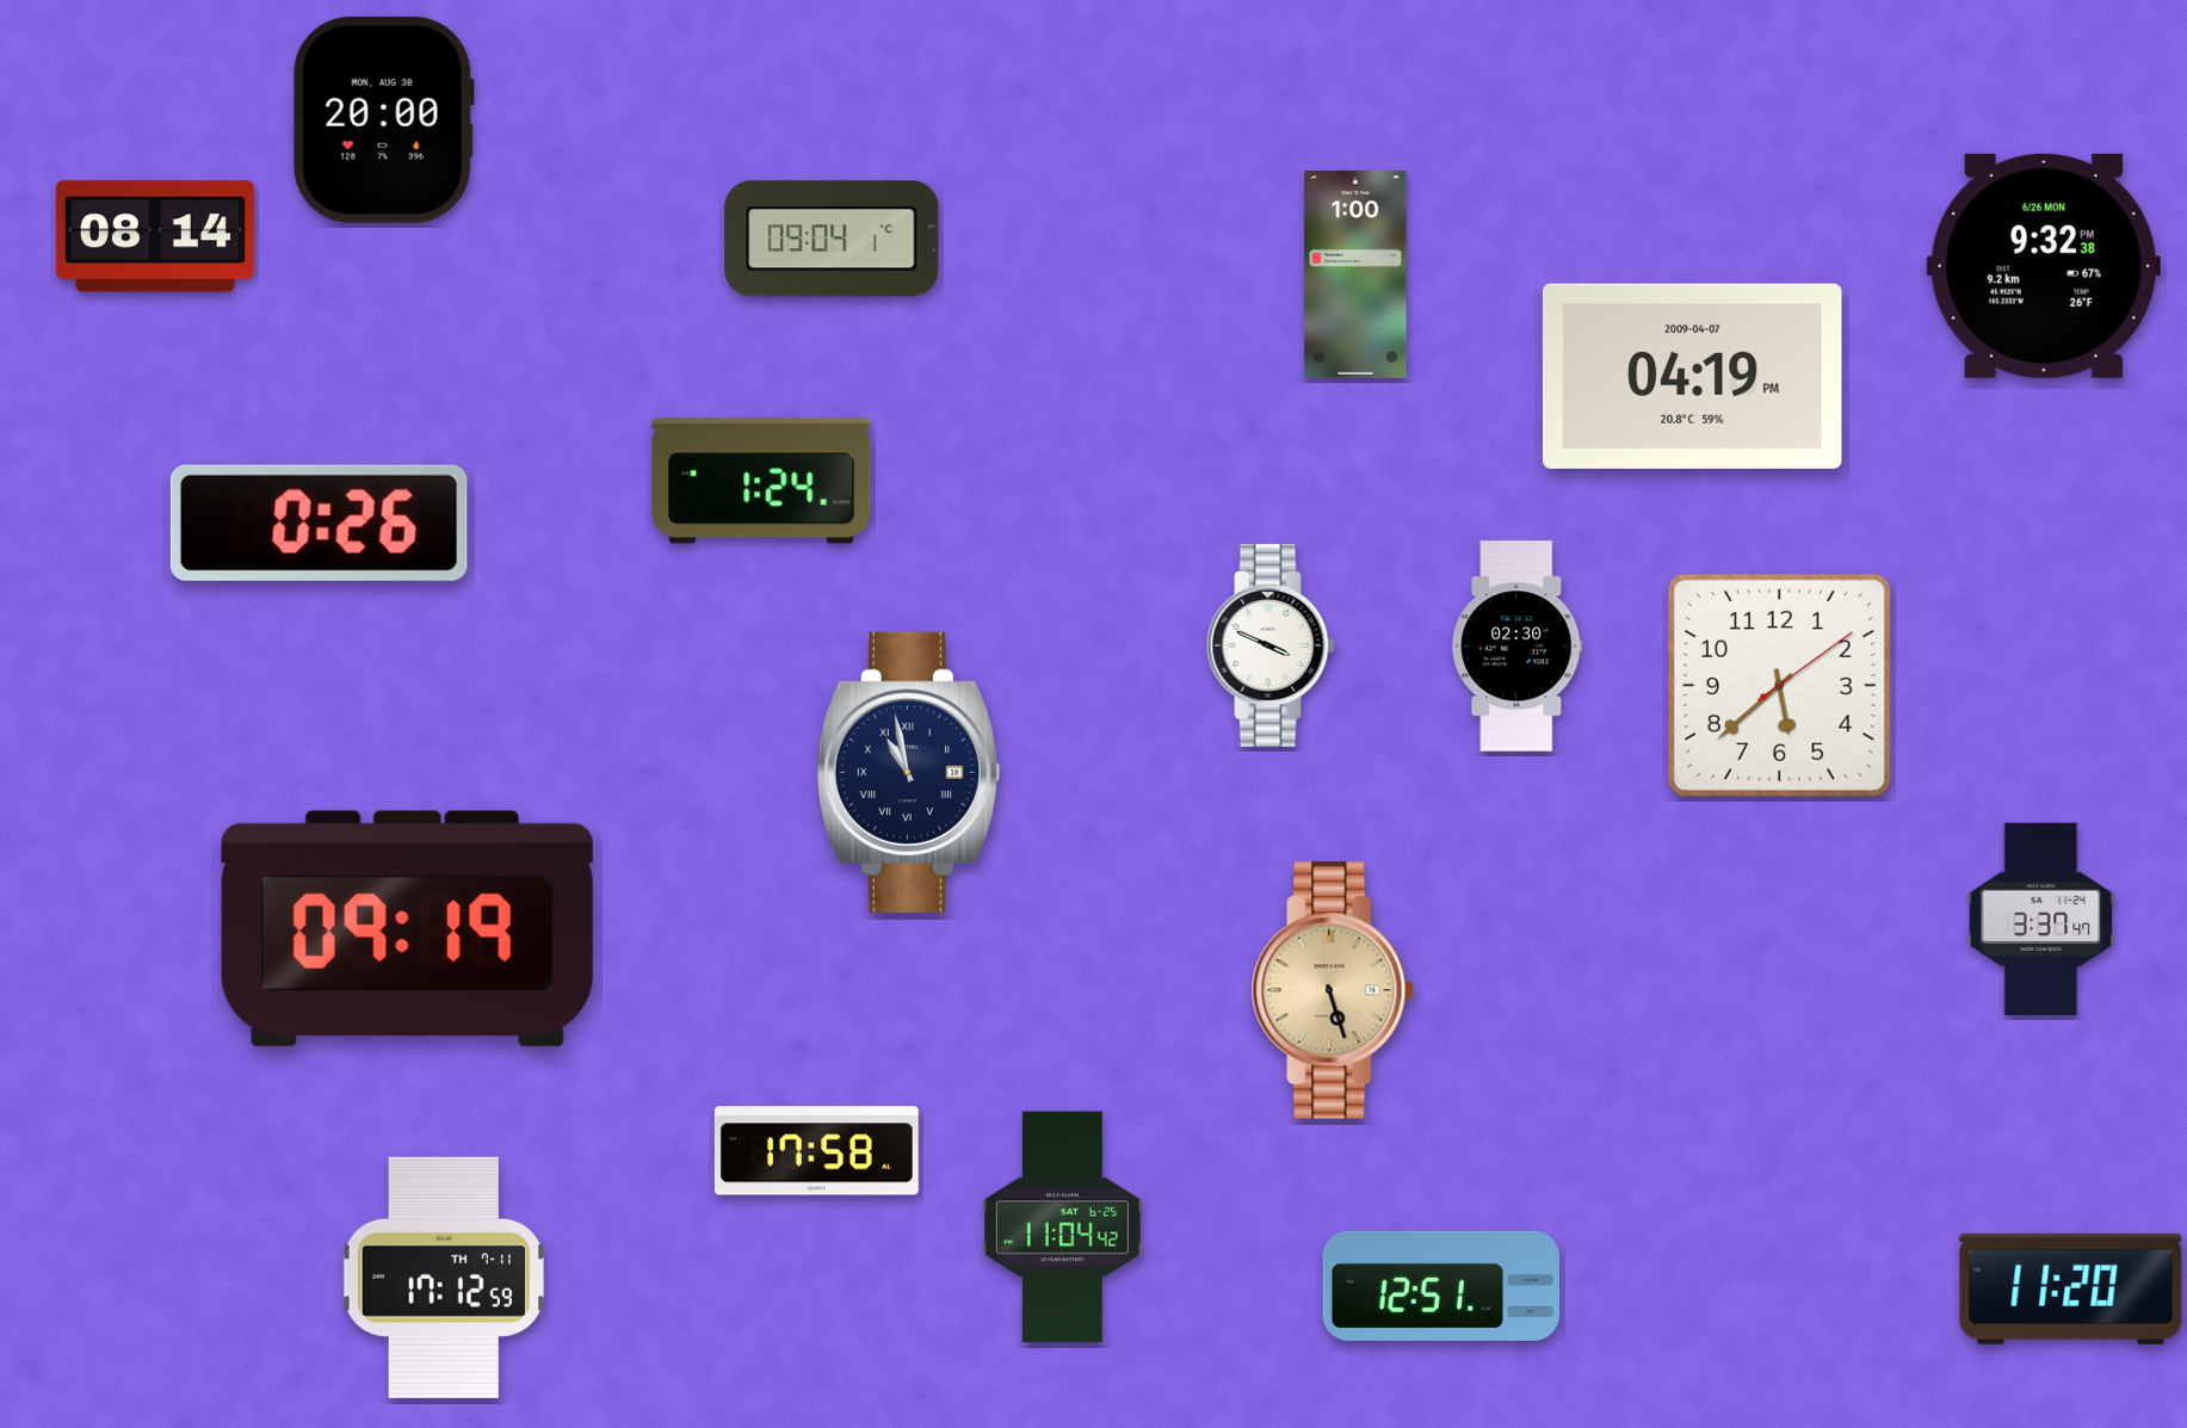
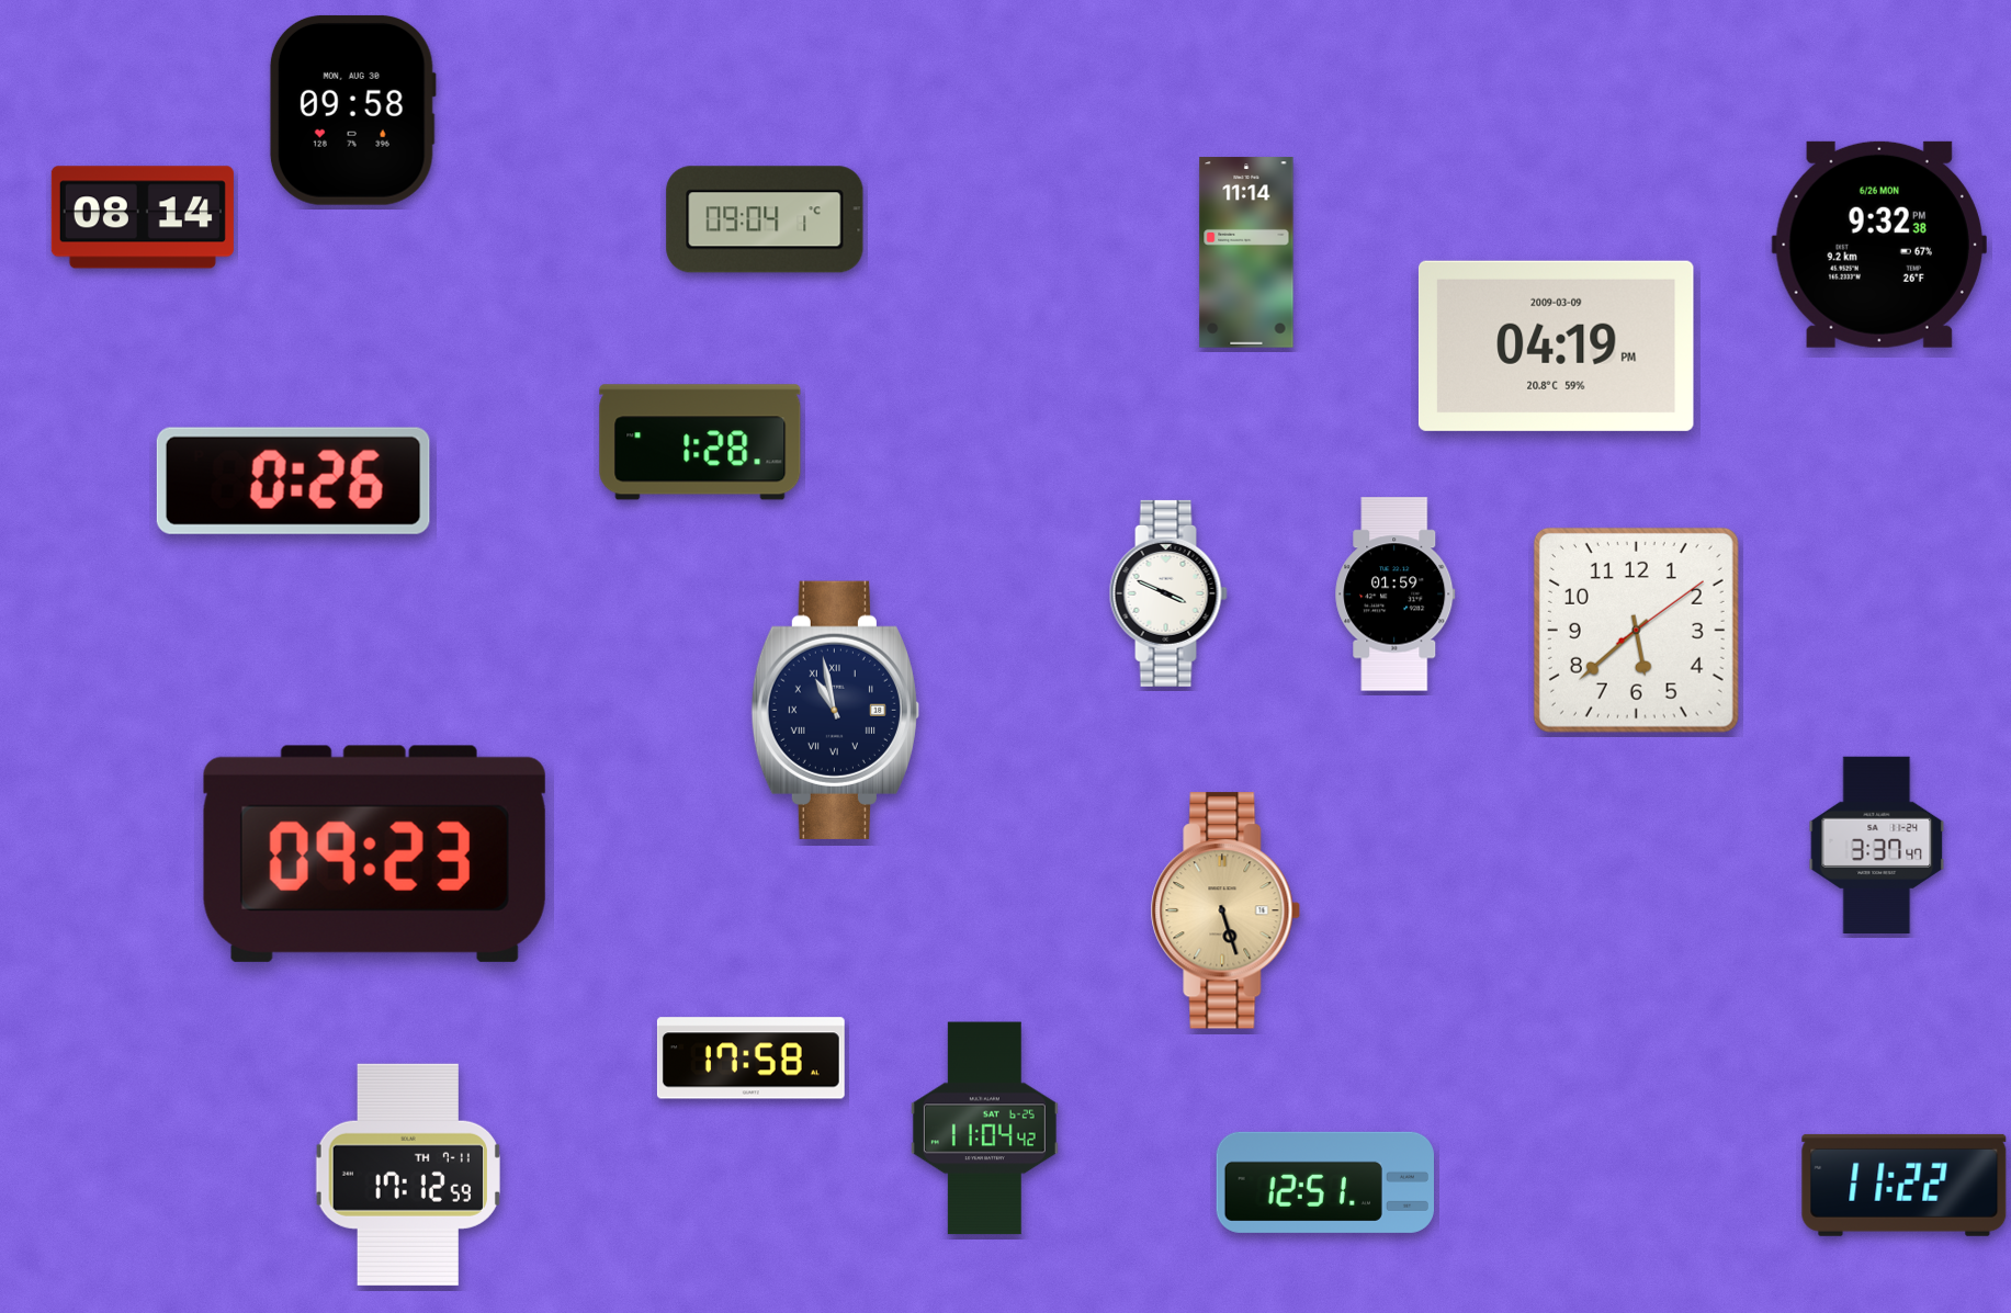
clock at (383, 119): 20:00 -> 09:58
clock at (1355, 274): 1:00 -> 11:14
clock at (1692, 376) date: 2009-04-07 -> 2009-03-09
clock at (761, 481): 1:24 -> 1:28
clock at (1518, 647): 02:30 -> 01:59
clock at (407, 928): 09:19 -> 09:23
clock at (1062, 1228) position: (1062, 1228) -> (984, 1129)
clock at (2071, 1288): 11:20 -> 11:22
